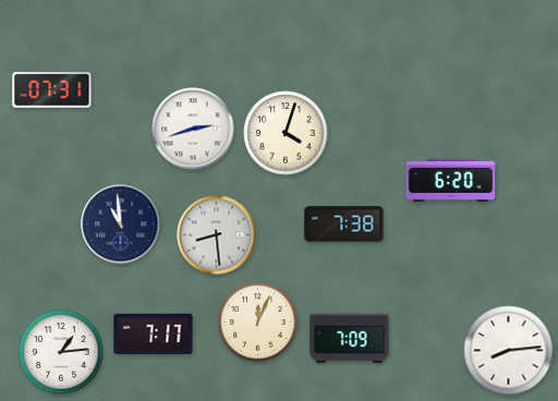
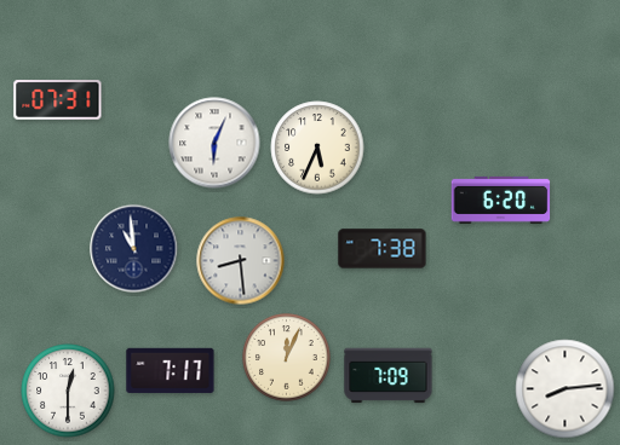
clock at (193, 129): 2:42 -> 6:04
clock at (286, 133): 4:03 -> 5:34
clock at (61, 352): 1:14 -> 12:30
